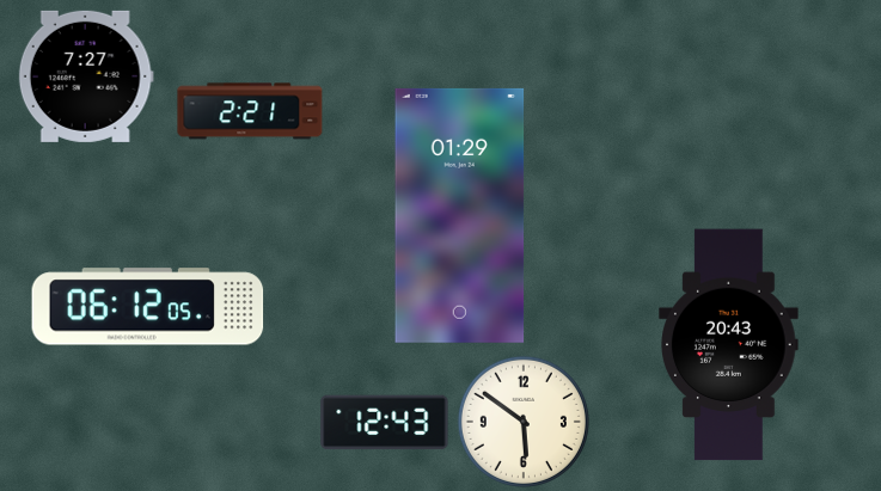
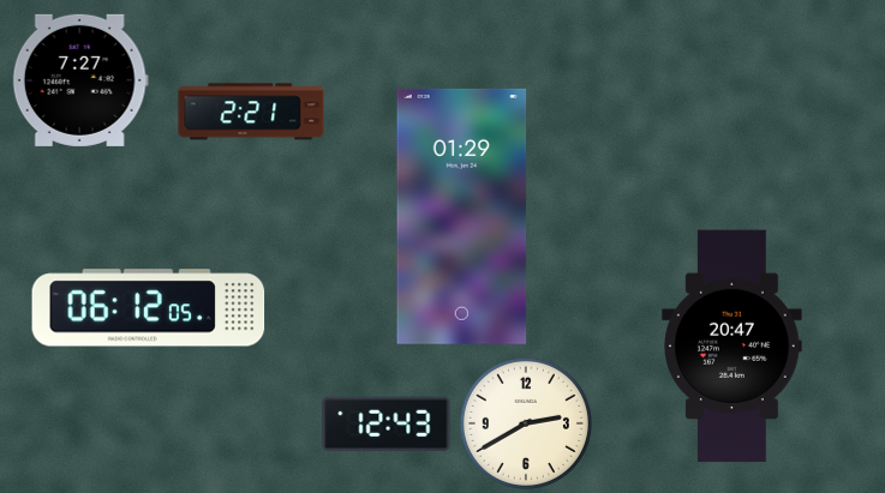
clock at (86, 76) position: (86, 76) -> (80, 80)
clock at (729, 345): 20:43 -> 20:47
clock at (524, 422): 5:51 -> 2:40
